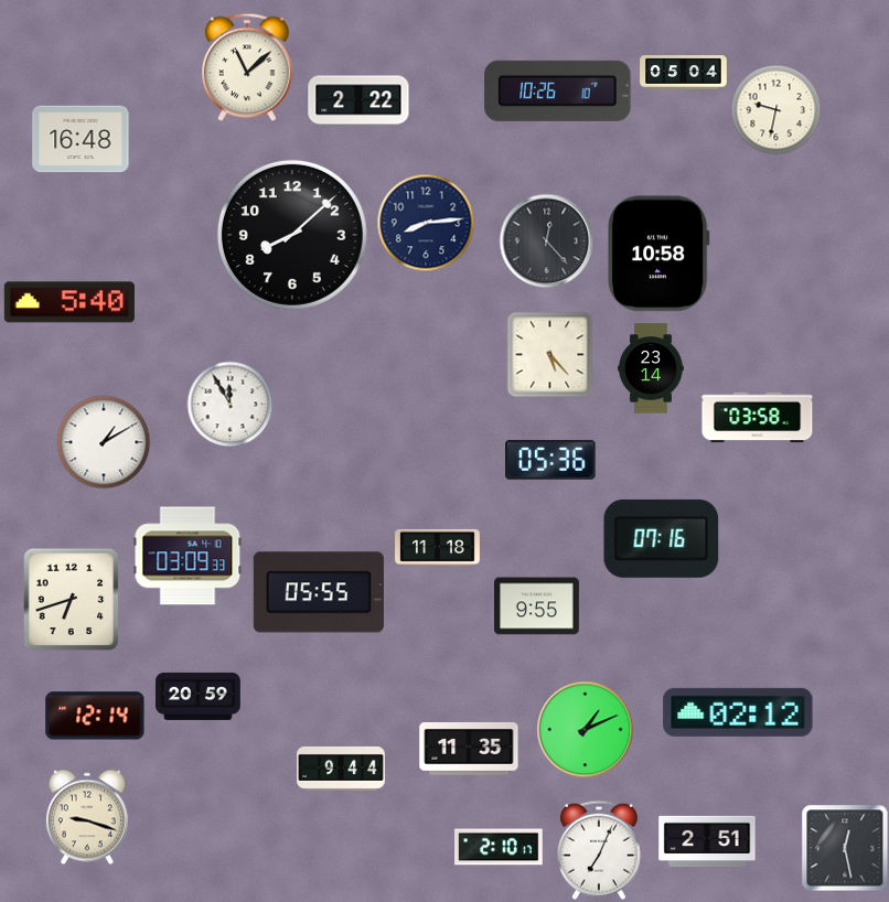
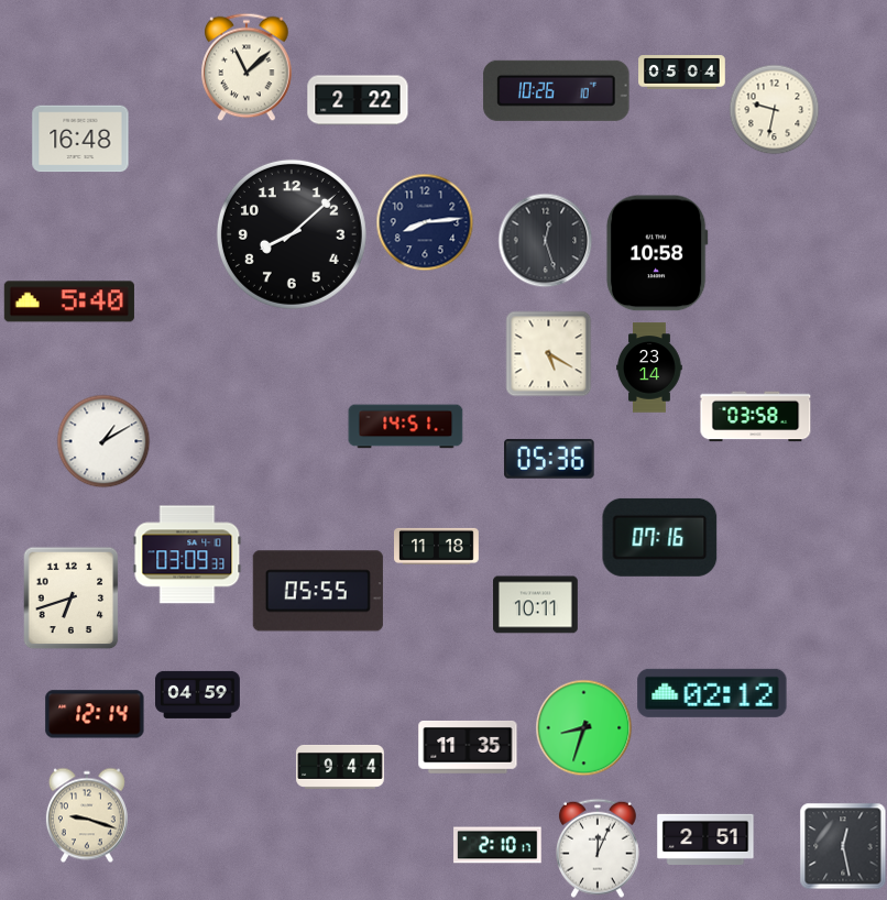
clock at (546, 240): 12:23 -> 12:27
clock at (549, 354): 5:23 -> 5:20
clock at (229, 404): 11:55 -> none
clock at (406, 427): none -> 14:51
clock at (537, 606): 9:55 -> 10:11
clock at (199, 696): 20:59 -> 04:59
clock at (738, 712) position: (738, 712) -> (712, 693)
clock at (585, 729): 1:11 -> 8:33
clock at (599, 850): 7:04 -> 12:04
